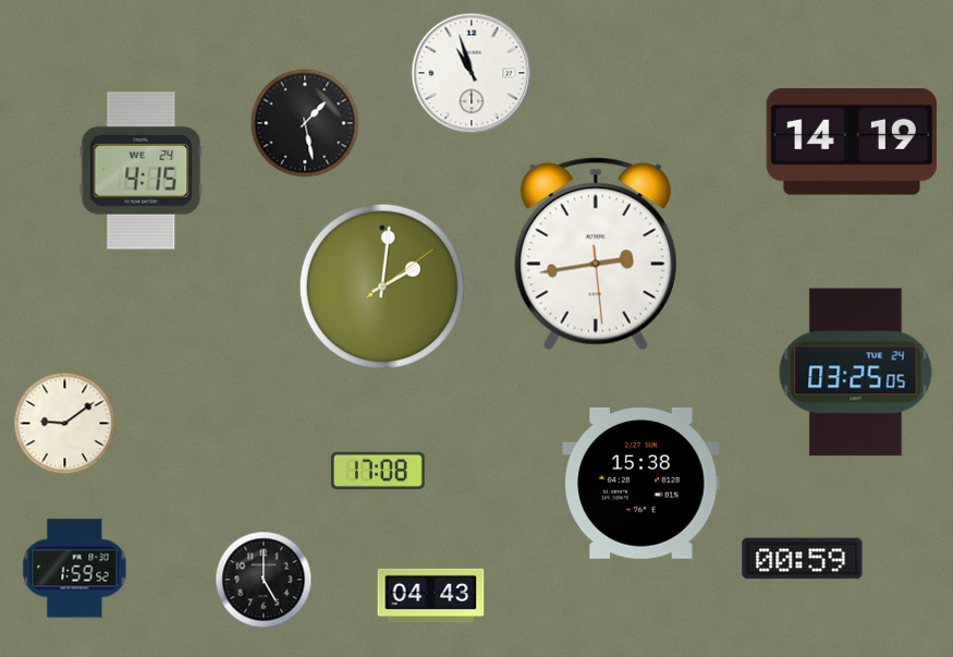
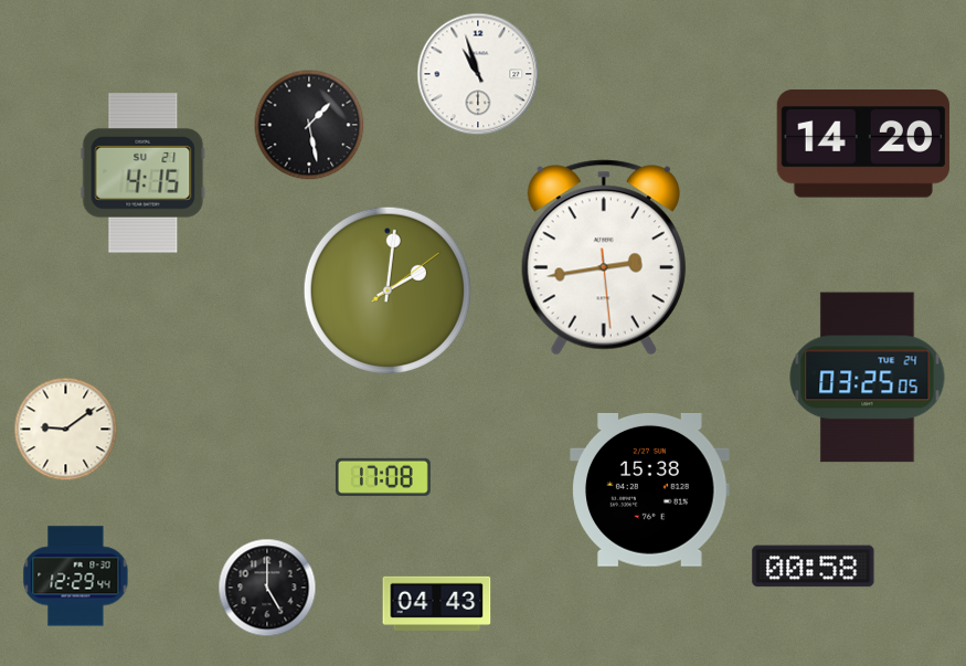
clock at (852, 142): 14:19 -> 14:20
clock at (142, 171) date: WE 24 -> SU 21
clock at (803, 559): 00:59 -> 00:58
clock at (75, 569): 1:59 -> 12:29
